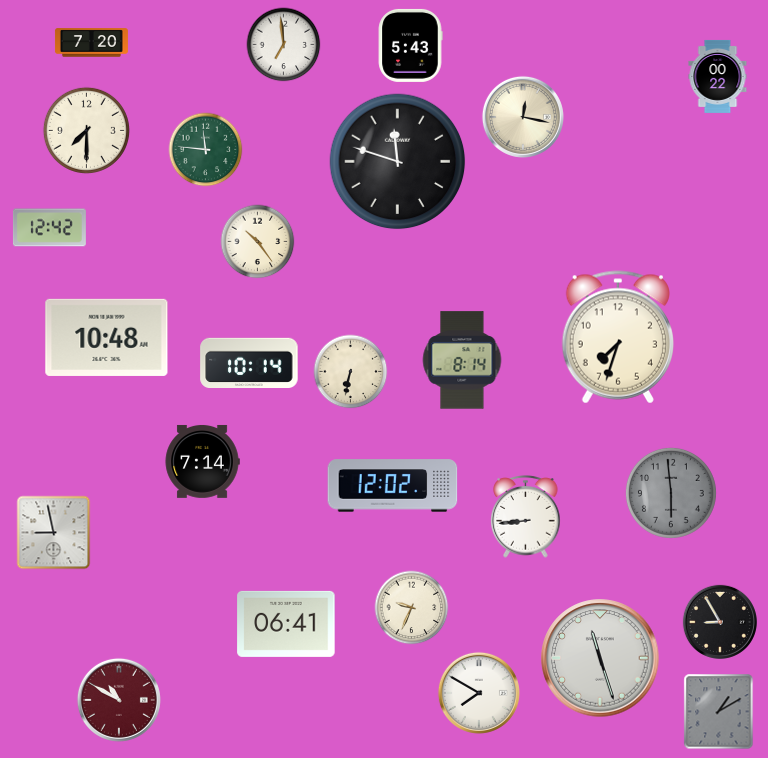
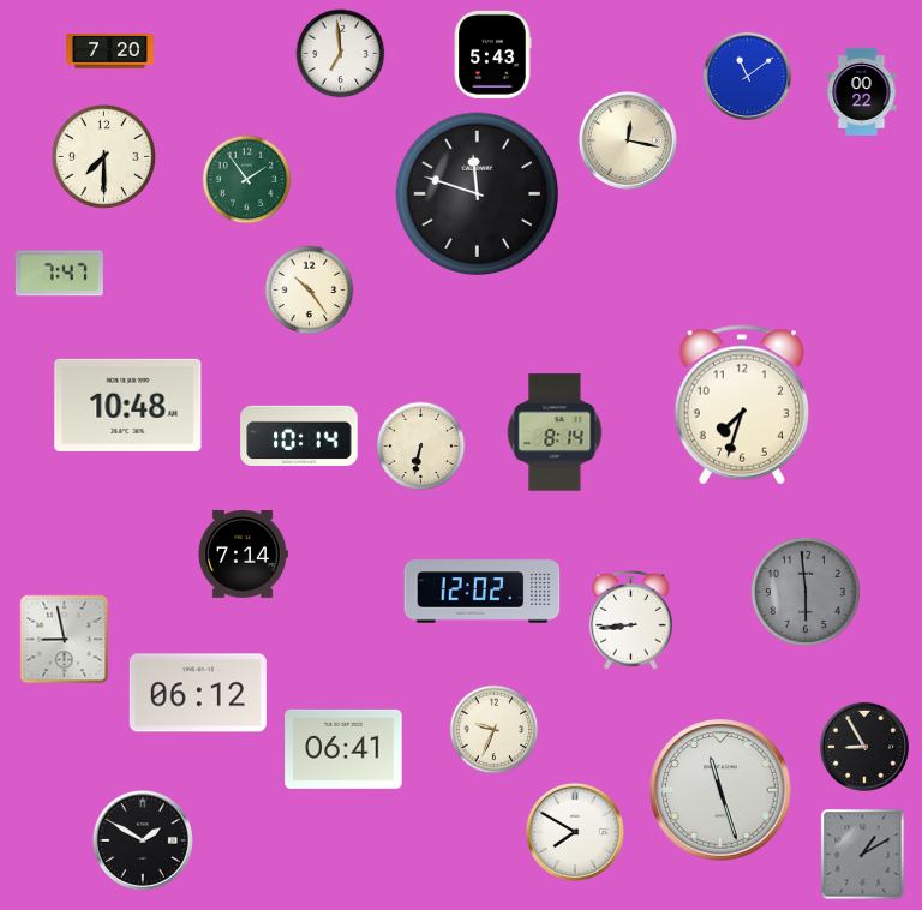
clock at (747, 76): none -> 11:09
clock at (206, 150): 11:46 -> 1:54
clock at (49, 228): 12:42 -> 7:47
clock at (393, 486) position: (393, 486) -> (483, 592)
clock at (198, 693): none -> 06:12
clock at (119, 700): 10:50 -> 1:50
clock at (119, 700) dial: burgundy -> black
